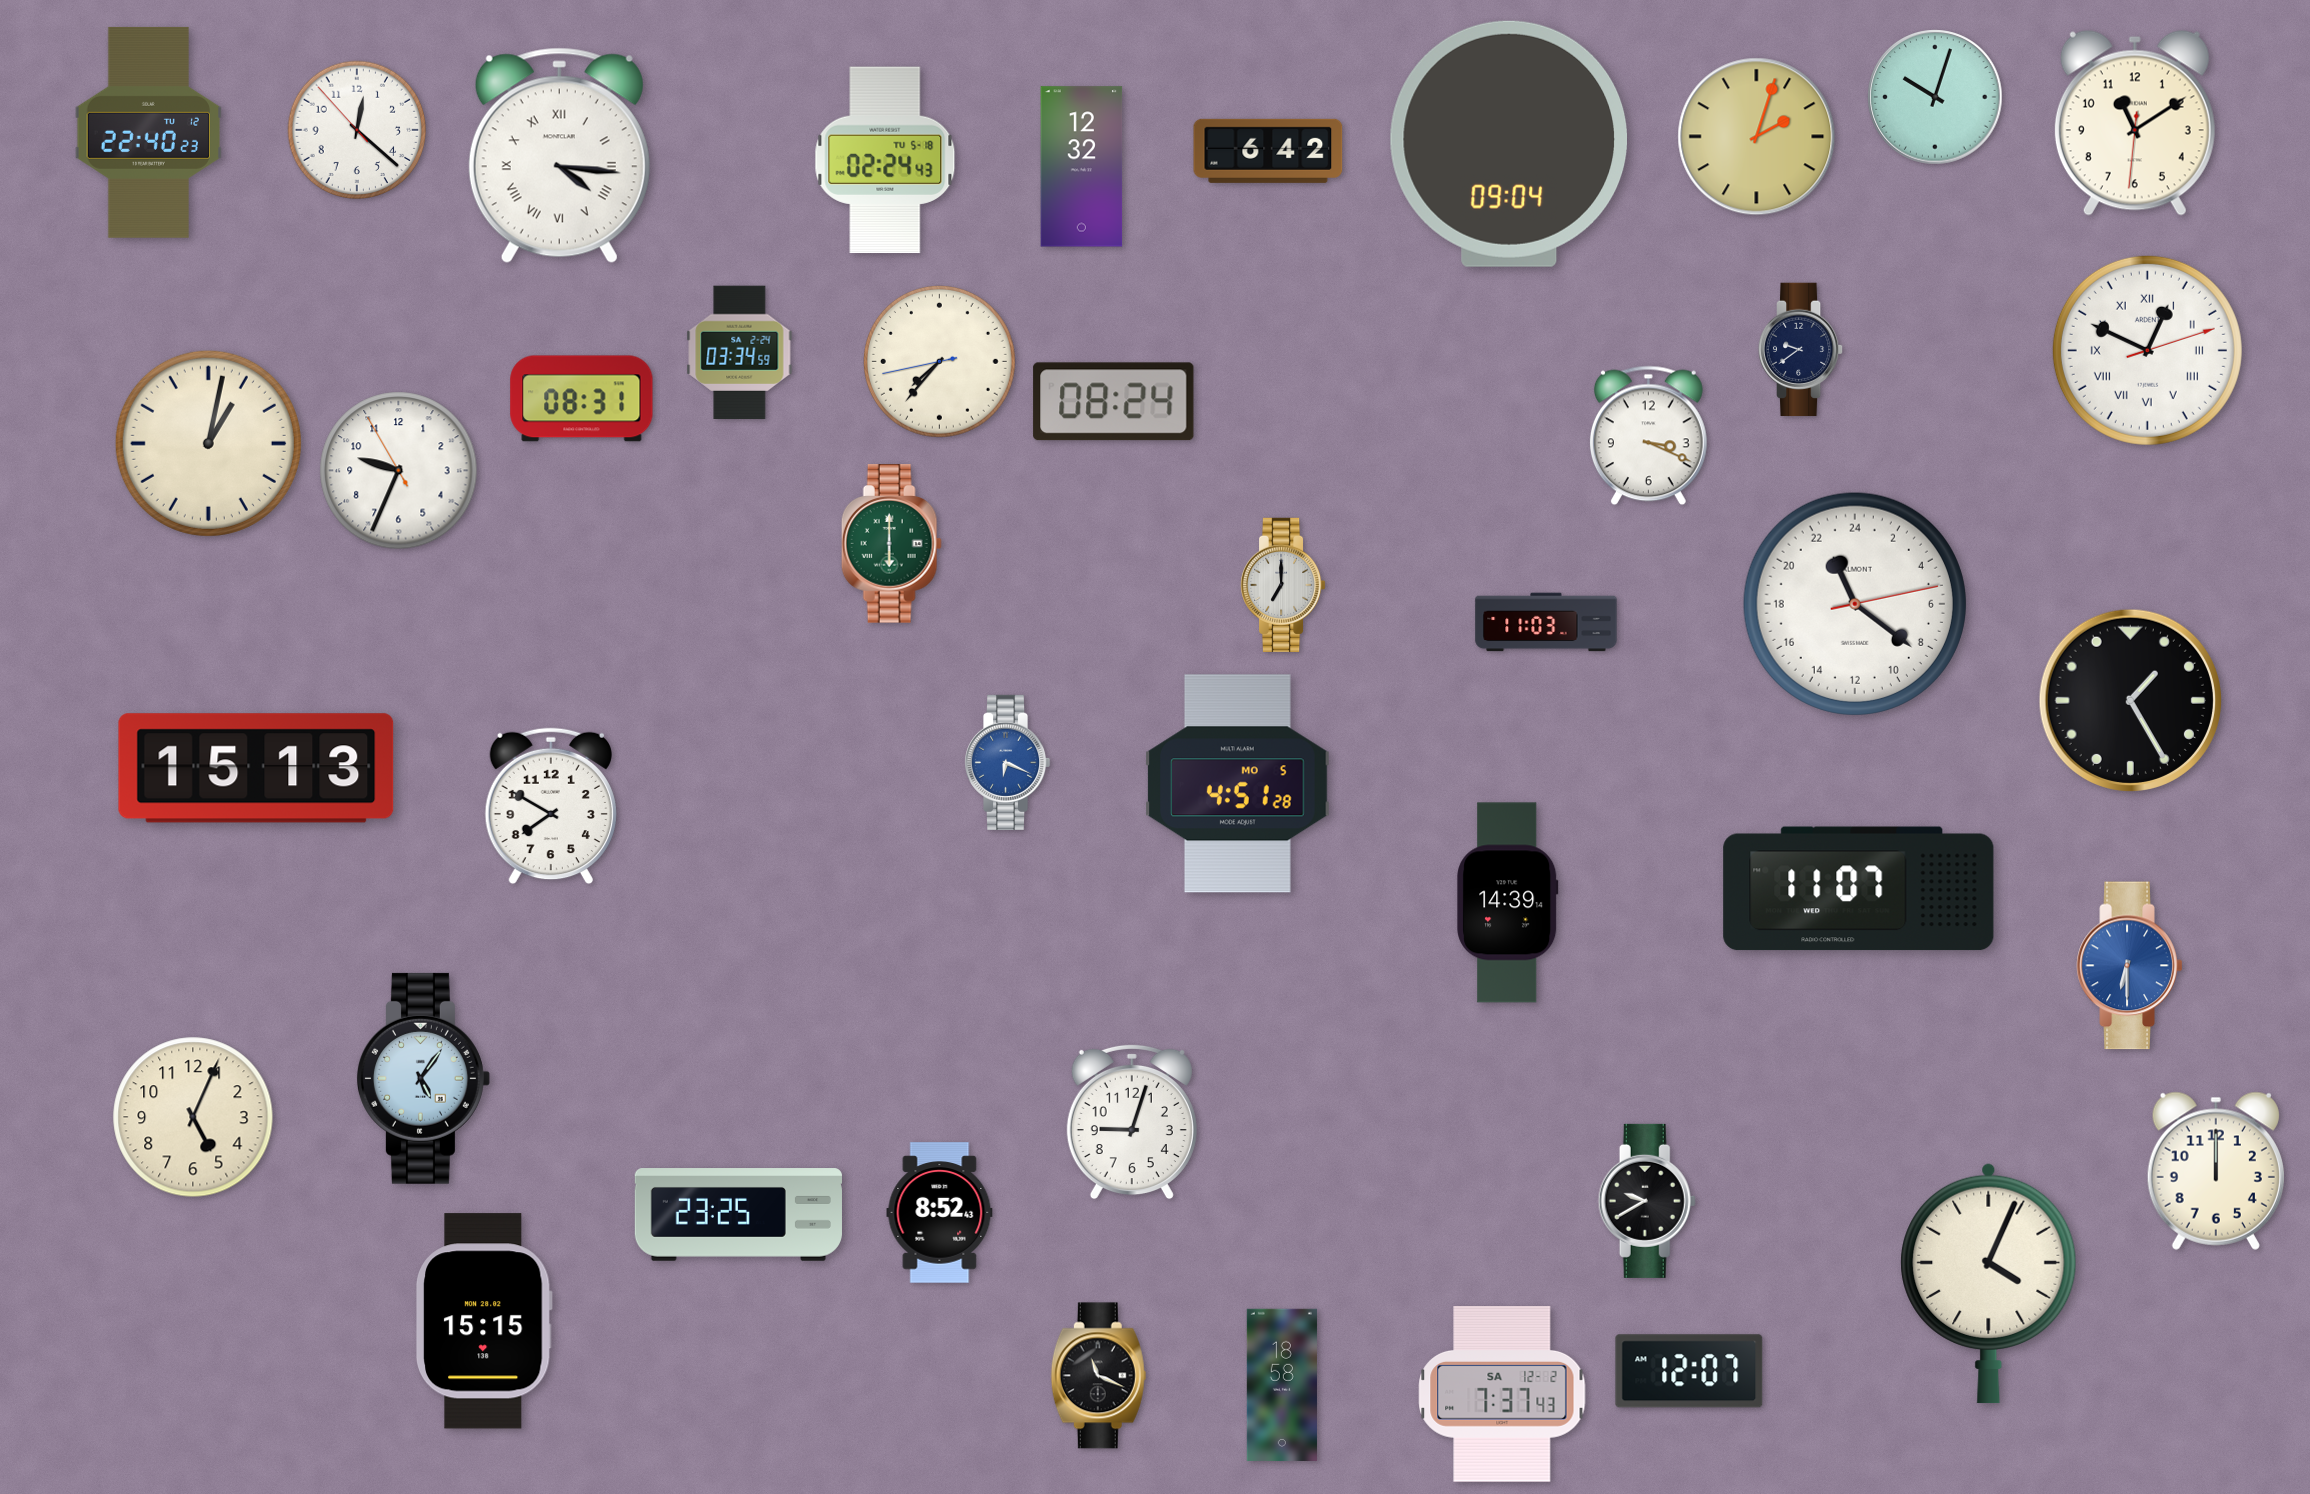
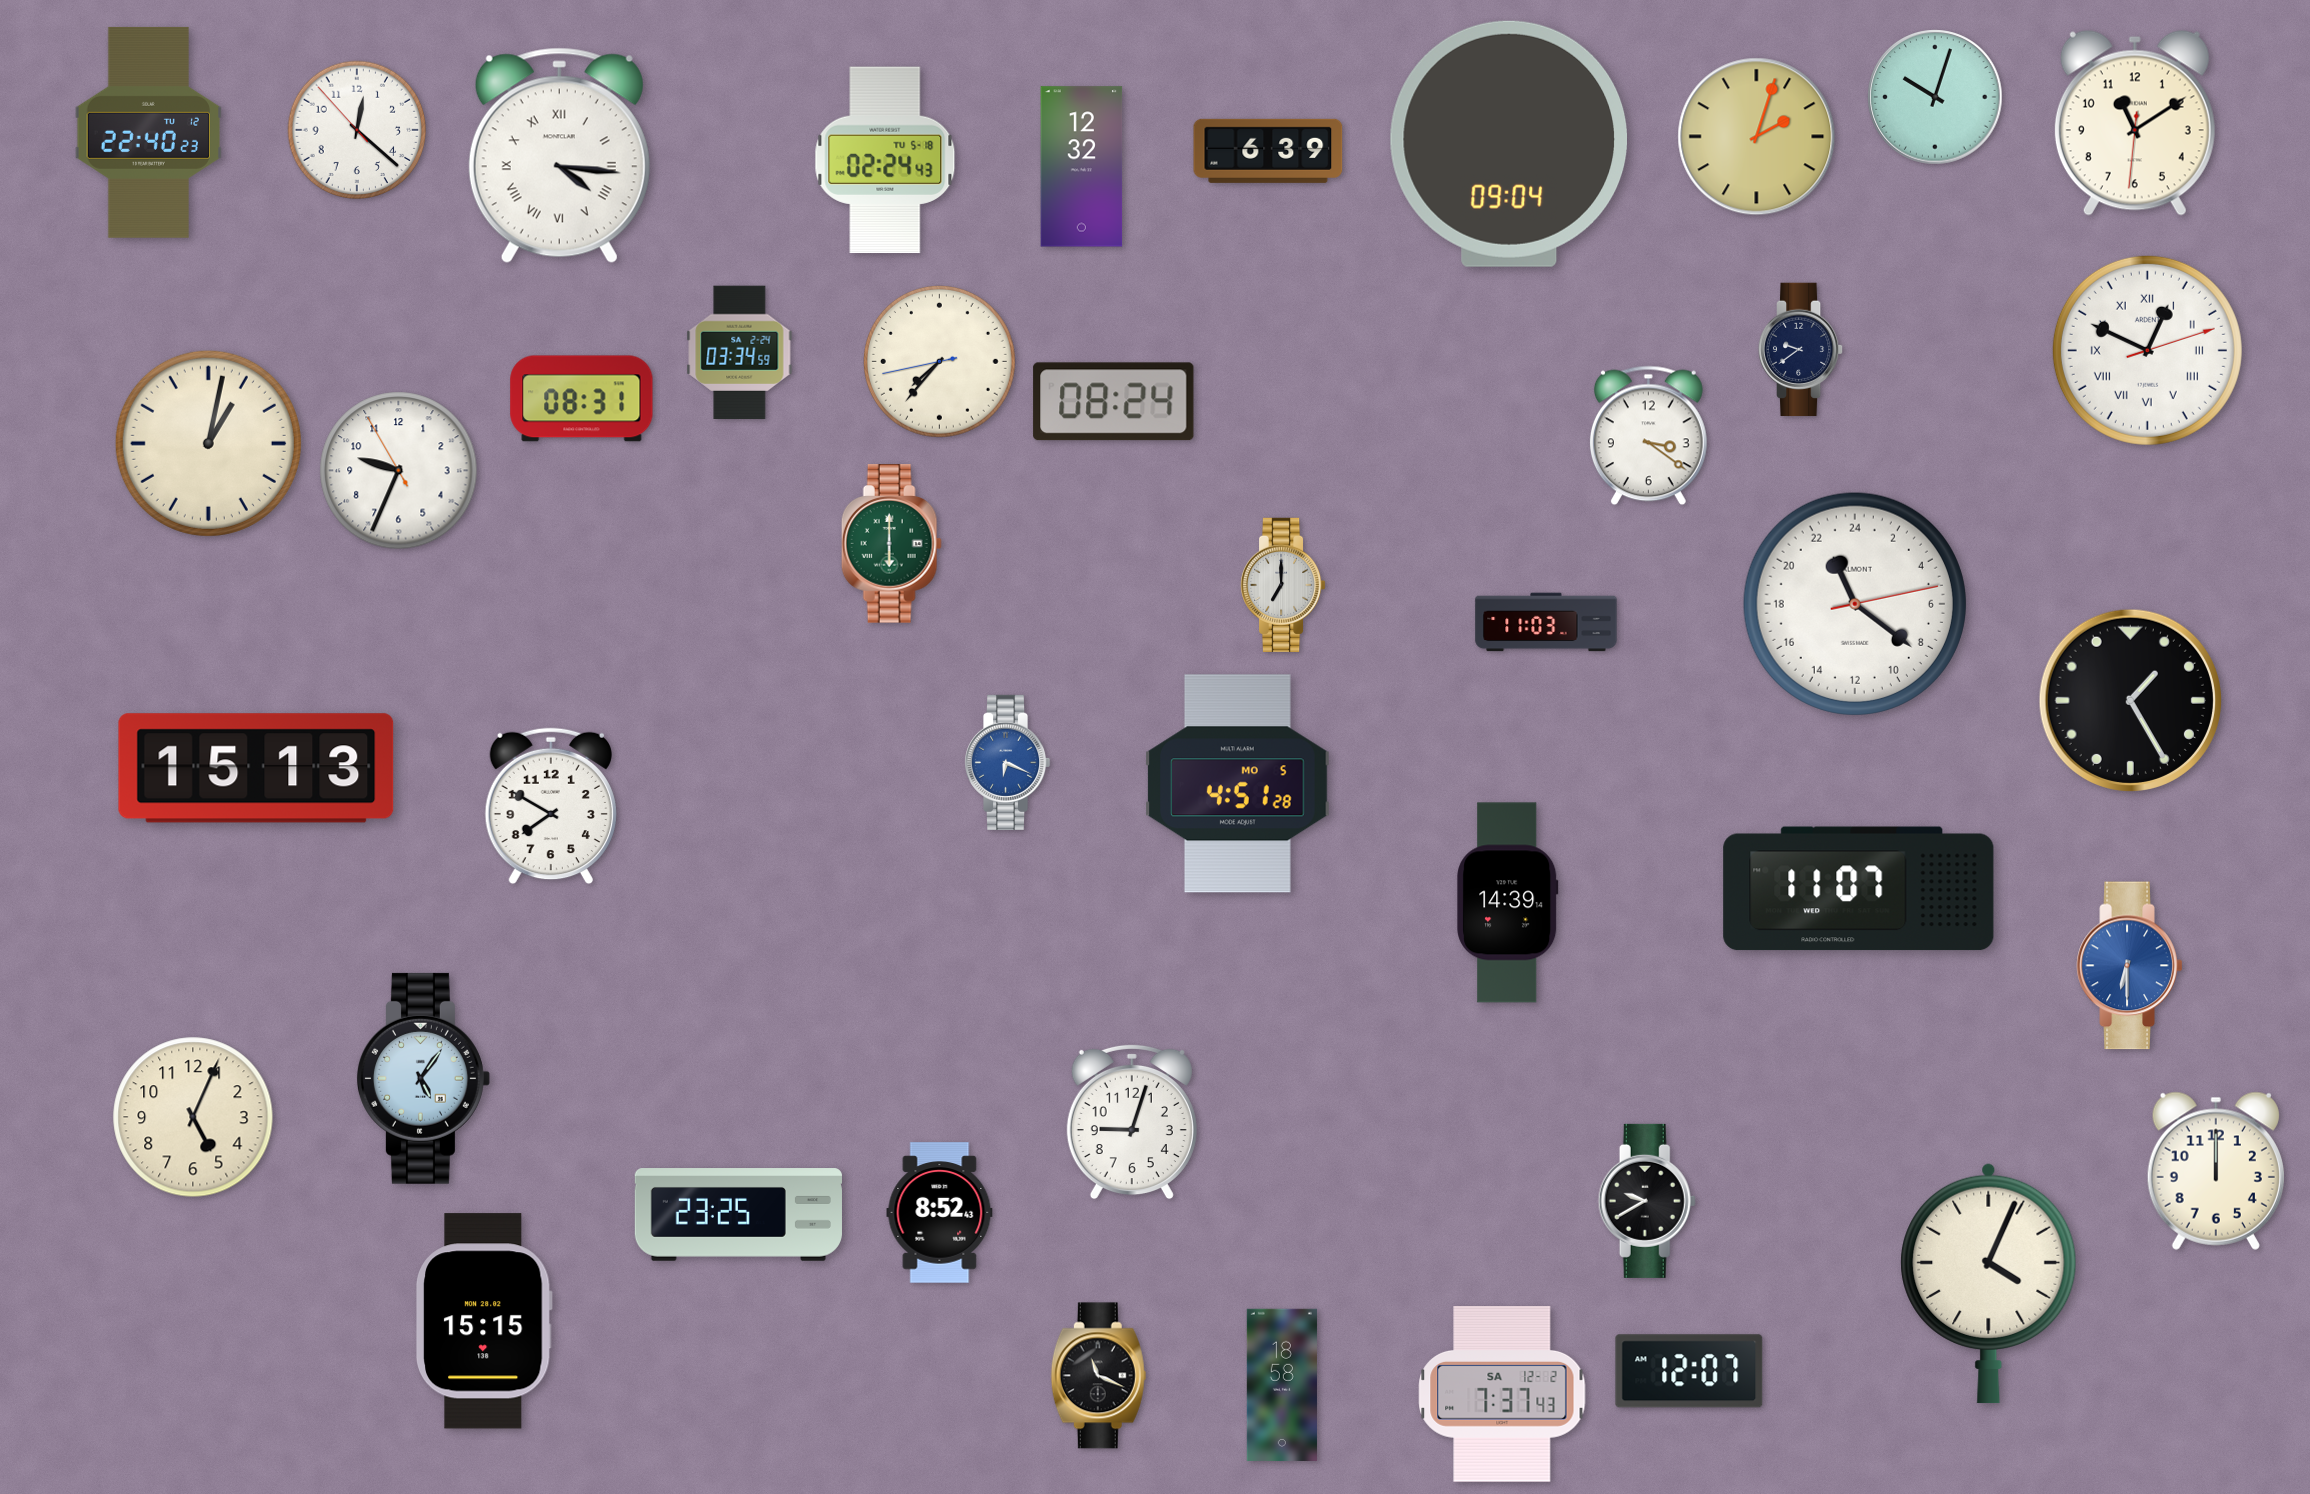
clock at (1268, 151): 6:42 -> 6:39
clock at (1648, 436): 3:19 -> 3:21
